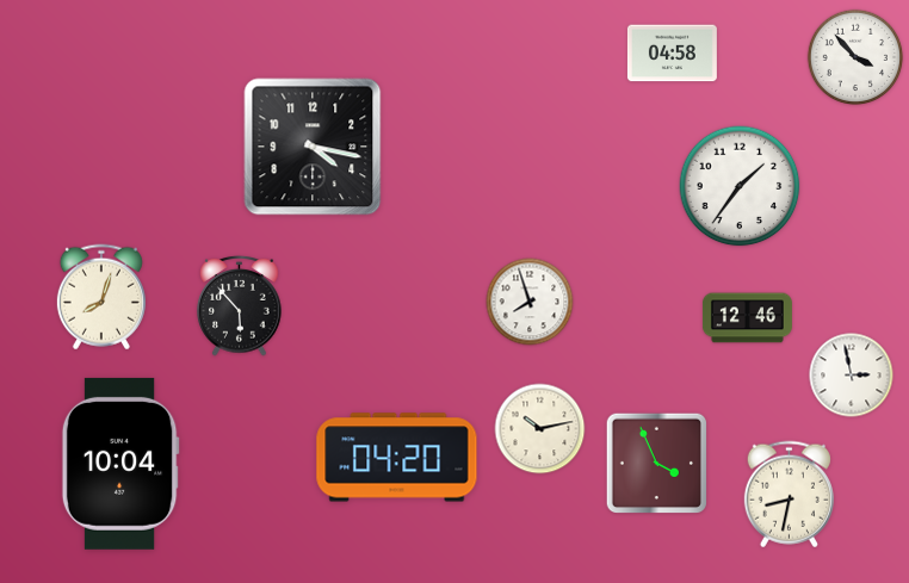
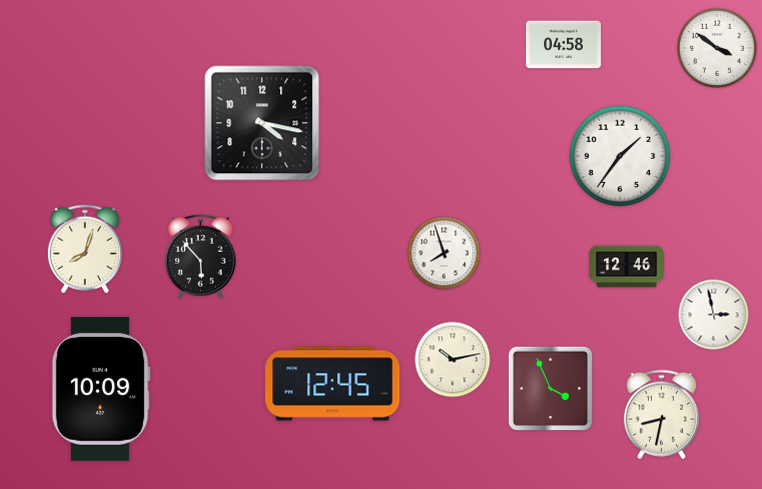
clock at (855, 57): 3:53 -> 3:51
clock at (397, 458): 04:20 -> 12:45
clock at (120, 464): 10:04 -> 10:09
